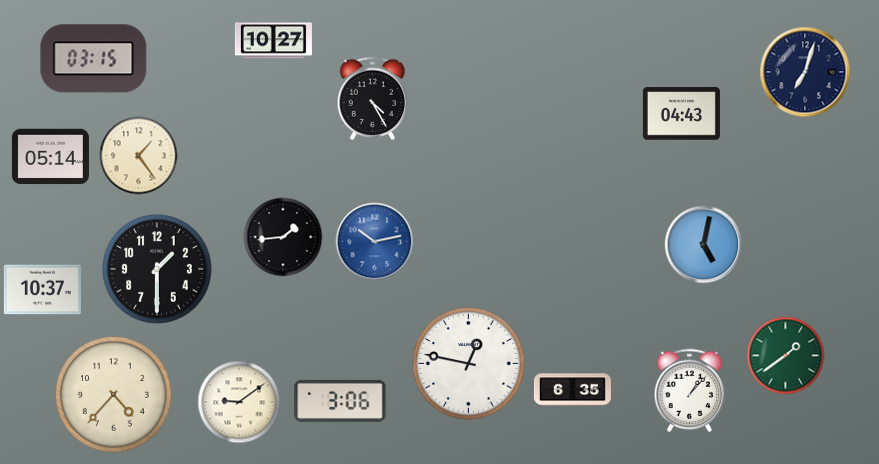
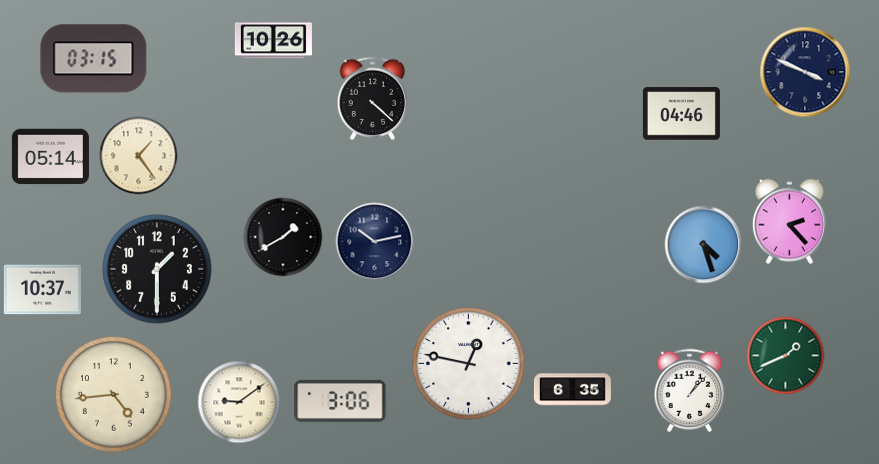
clock at (273, 41): 10:27 -> 10:26
clock at (805, 72): 7:03 -> 3:49
clock at (373, 98): 4:25 -> 4:22
clock at (681, 114): 04:43 -> 04:46
clock at (789, 221): none -> 2:23
clock at (283, 237): 1:44 -> 1:40
clock at (374, 241) dial: blue -> navy
clock at (703, 244): 5:02 -> 4:27
clock at (785, 355): 1:39 -> 1:41
clock at (114, 395): 4:37 -> 4:44
